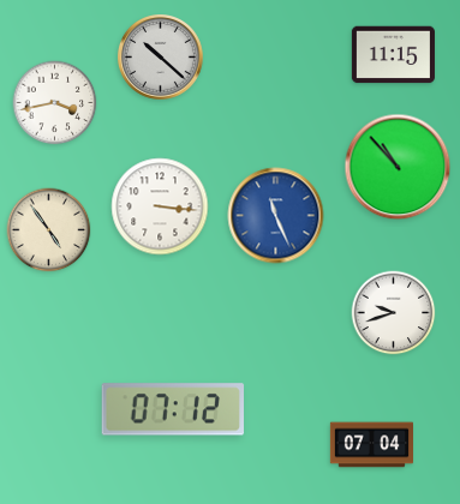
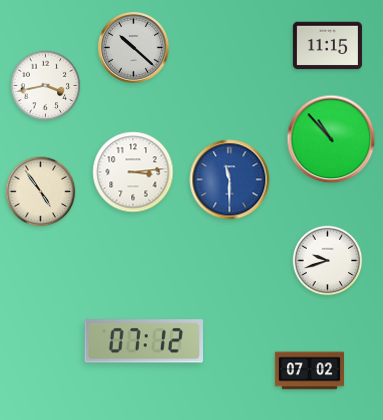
clock at (160, 206): 3:16 -> 3:14
clock at (276, 216): 11:26 -> 11:30
clock at (371, 445): 07:04 -> 07:02
